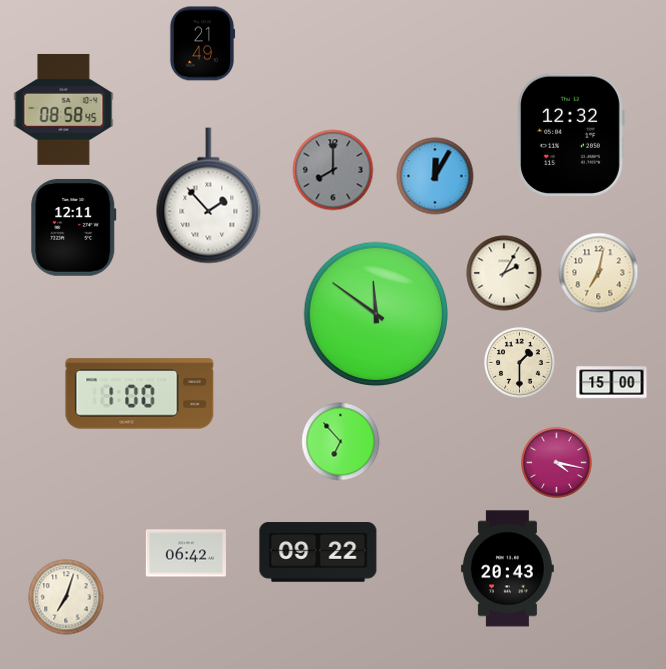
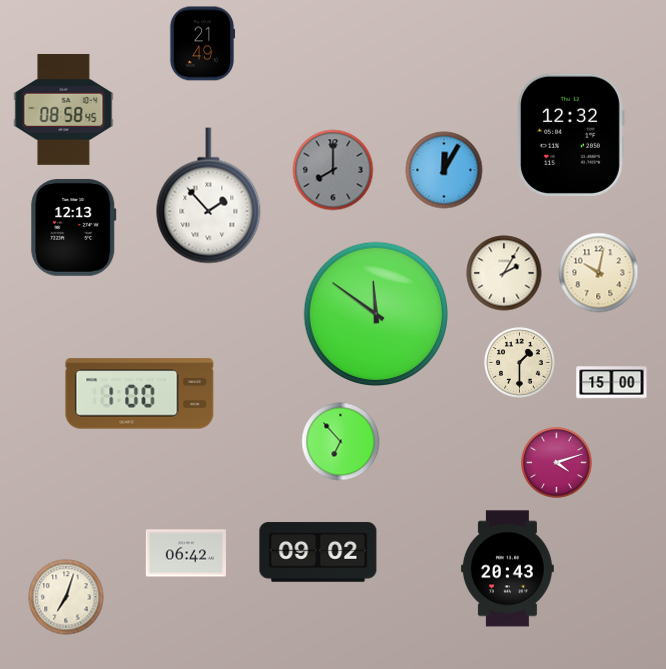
clock at (435, 176) position: (435, 176) -> (444, 170)
clock at (74, 227): 12:11 -> 12:13
clock at (599, 273): 7:02 -> 10:02
clock at (557, 463): 4:17 -> 4:12
clock at (318, 552): 09:22 -> 09:02
